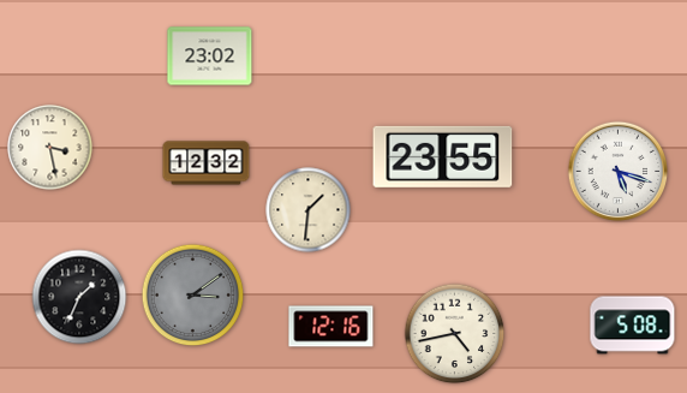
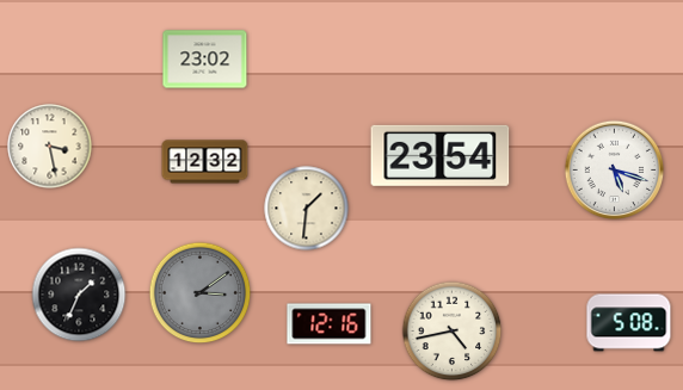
clock at (210, 56) position: (210, 56) -> (205, 60)
clock at (443, 156): 23:55 -> 23:54
clock at (193, 296) position: (193, 296) -> (201, 293)
